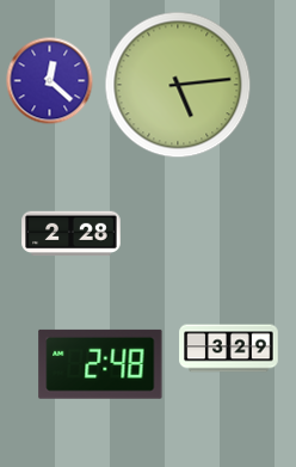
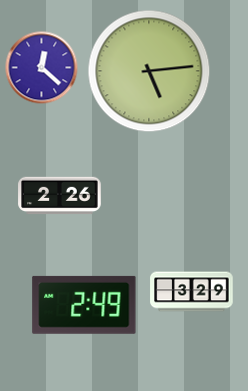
clock at (72, 234): 2:28 -> 2:26
clock at (100, 364): 2:48 -> 2:49
